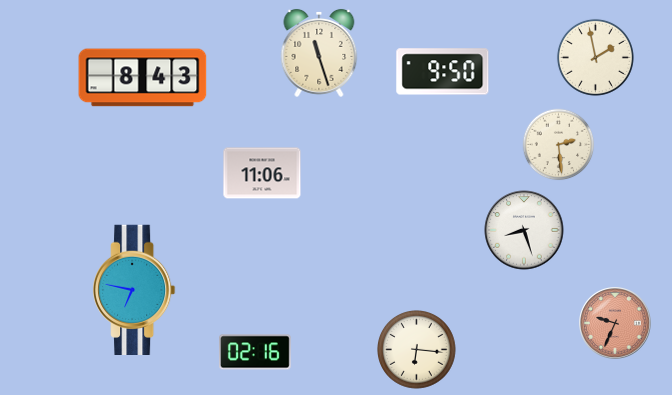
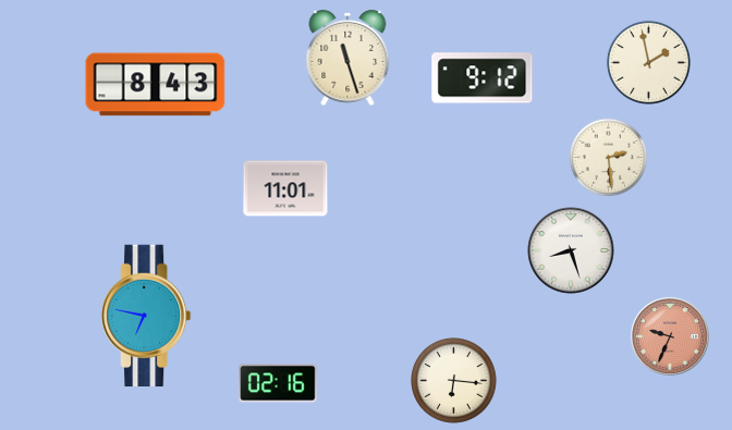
clock at (443, 72): 9:50 -> 9:12
clock at (262, 173): 11:06 -> 11:01
clock at (616, 324) position: (616, 324) -> (671, 337)
